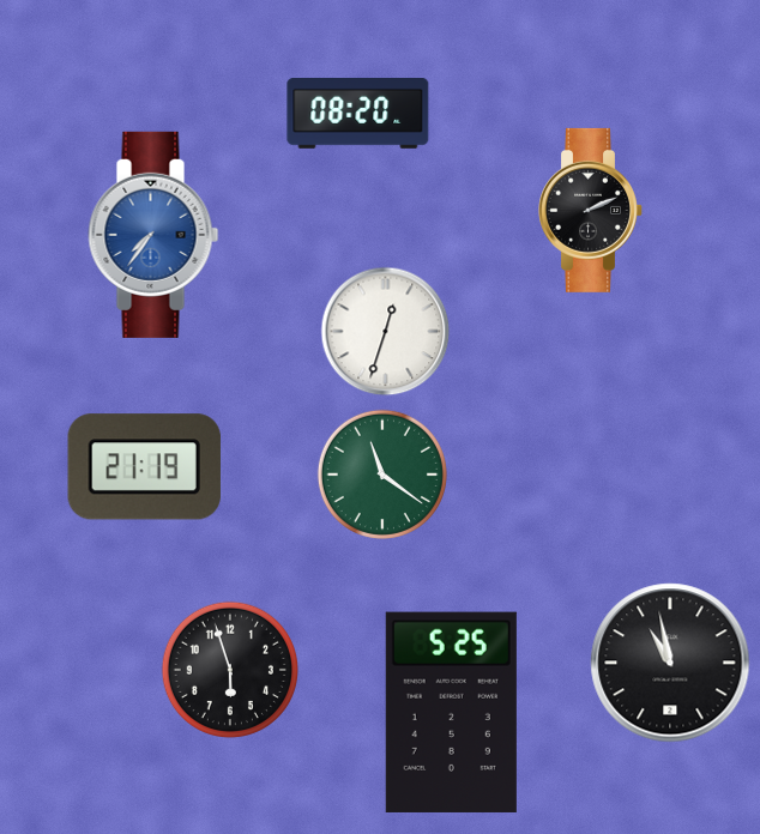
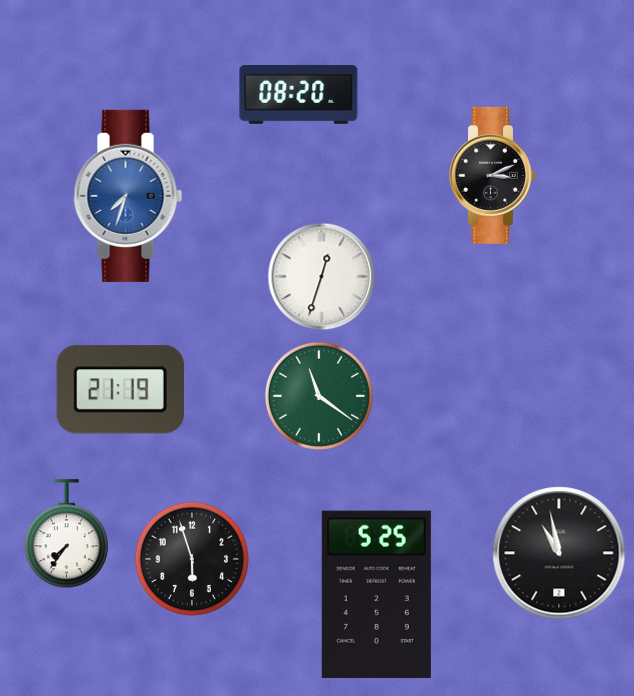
clock at (591, 210): 2:11 -> 3:11
clock at (153, 235): 7:36 -> 7:33
clock at (66, 534): none -> 7:36
